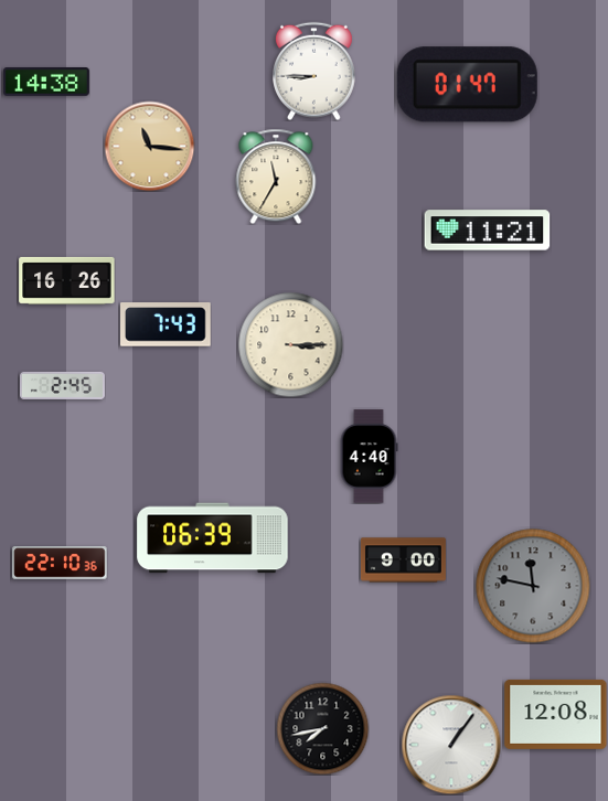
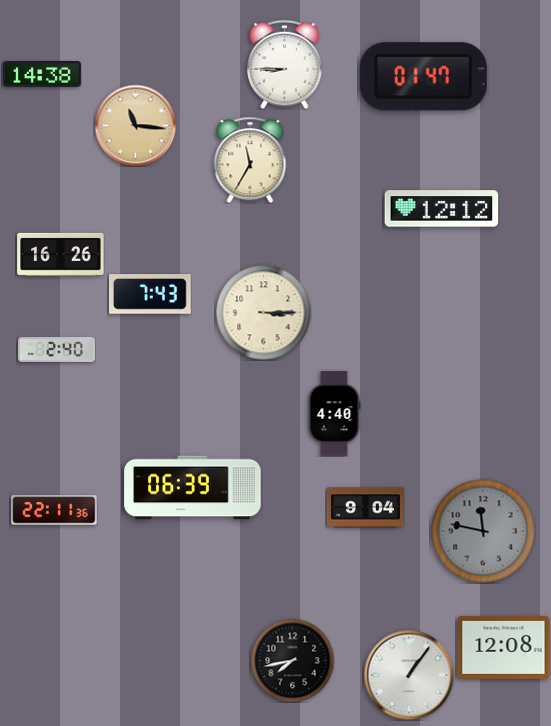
clock at (149, 146) position: (149, 146) -> (135, 125)
clock at (488, 231): 11:21 -> 12:12
clock at (62, 385): 2:45 -> 2:40
clock at (403, 560): 9:00 -> 9:04
clock at (60, 563): 22:10 -> 22:11
